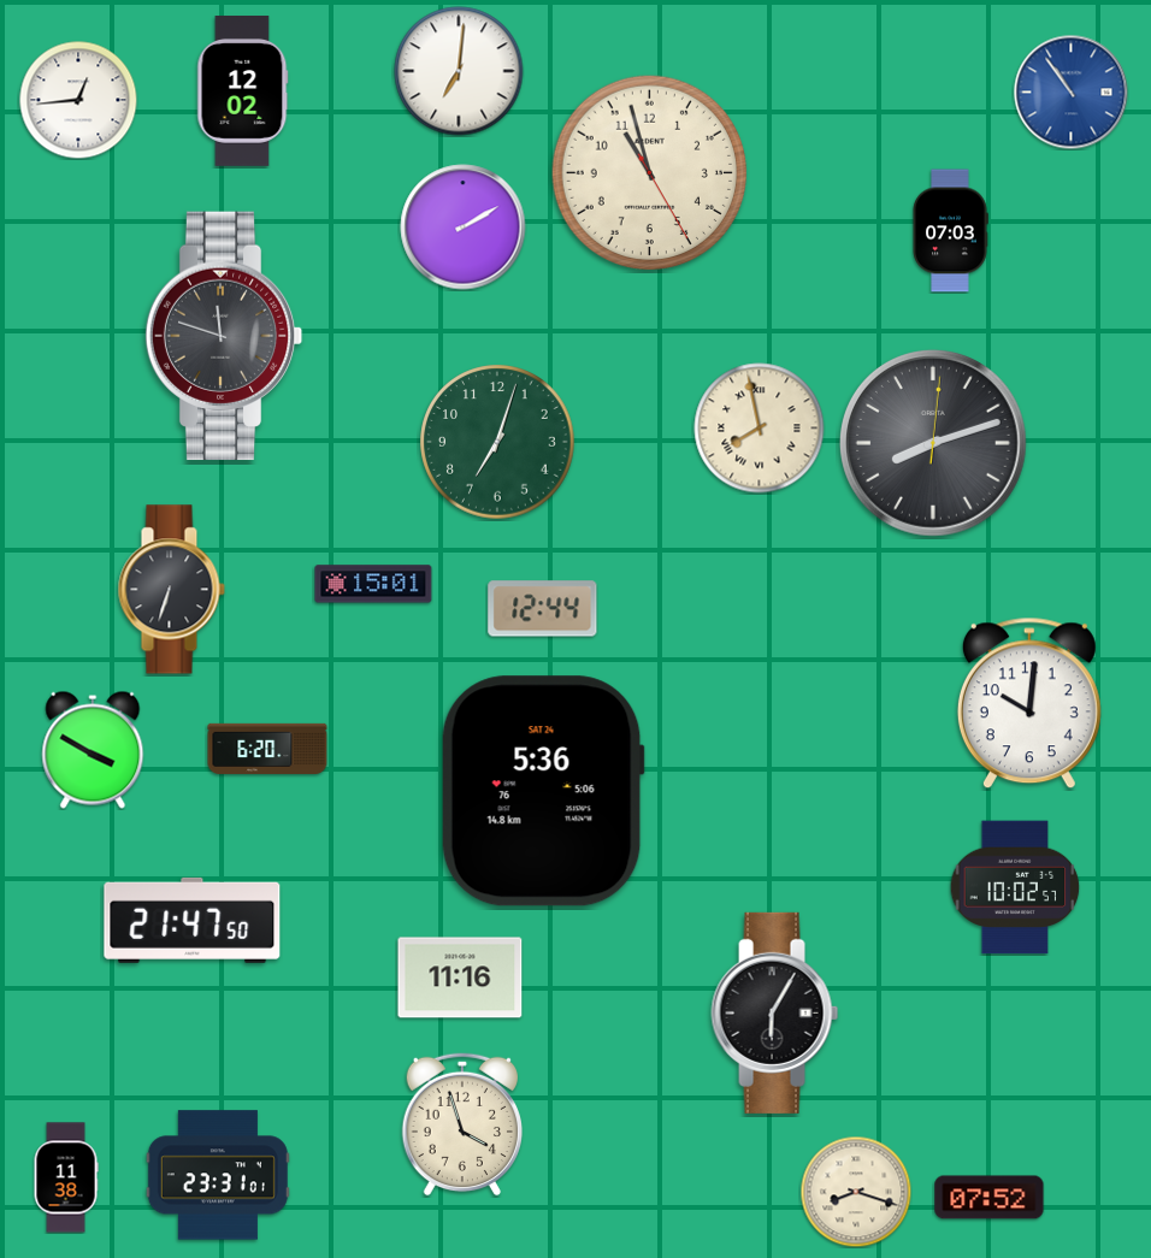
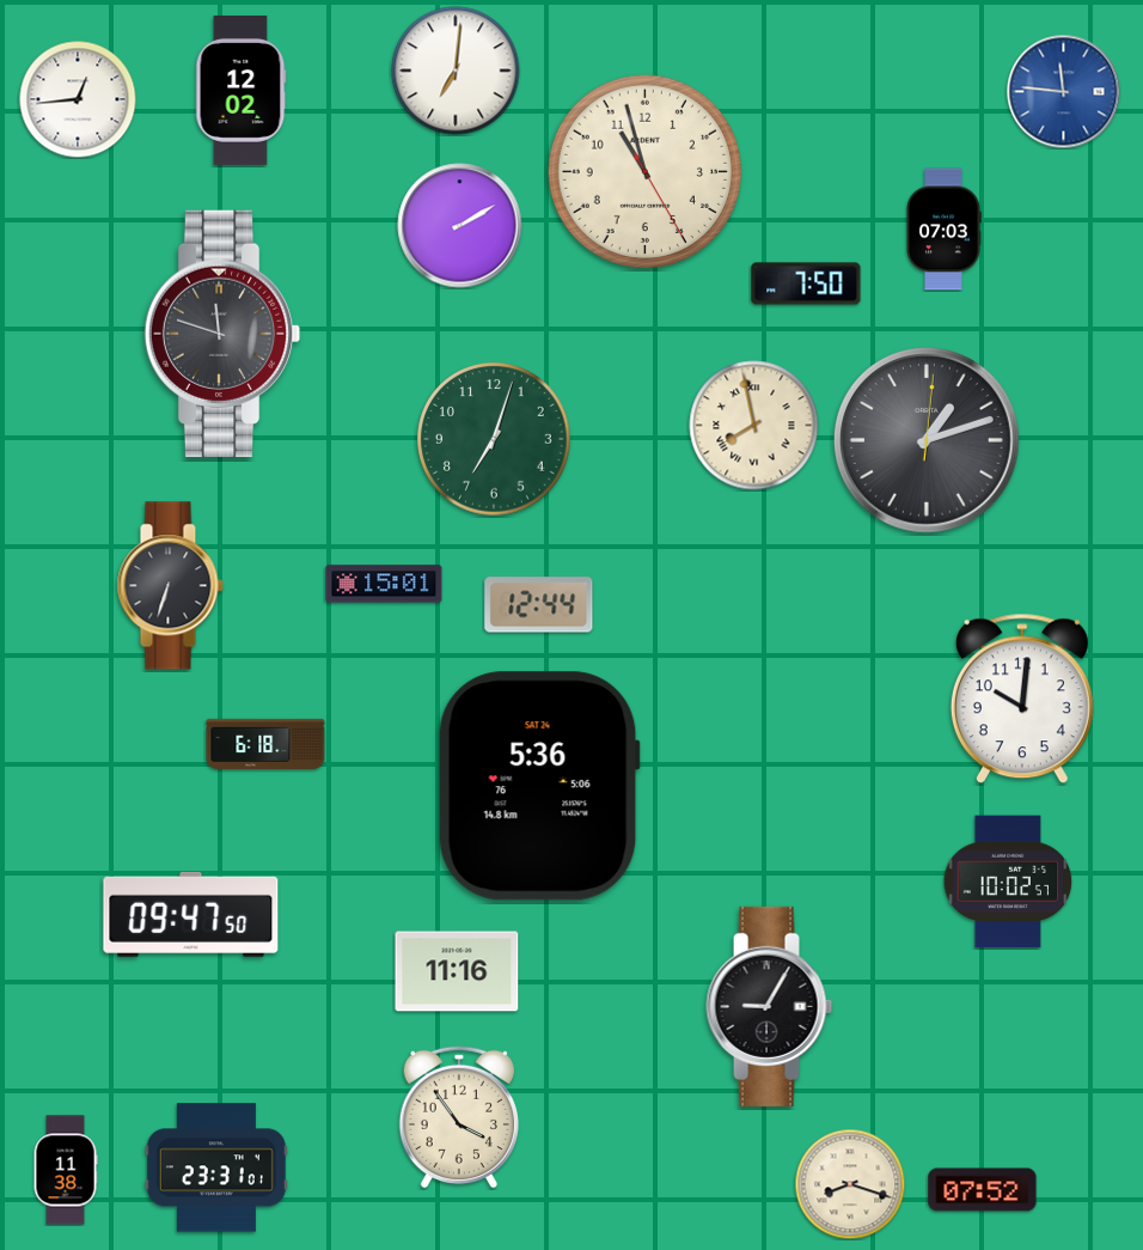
clock at (1070, 91): 10:54 -> 11:46
clock at (806, 283): none -> 7:50
clock at (933, 443): 8:12 -> 1:12
clock at (373, 584) position: (373, 584) -> (384, 584)
clock at (267, 749): 6:20 -> 6:18
clock at (93, 750): 3:50 -> none
clock at (193, 920): 21:47 -> 09:47
clock at (775, 1012): 6:05 -> 9:05
clock at (461, 1124): 3:57 -> 3:54
